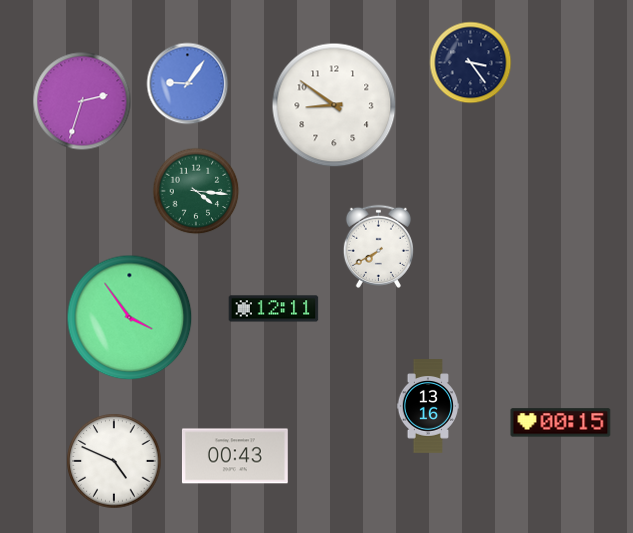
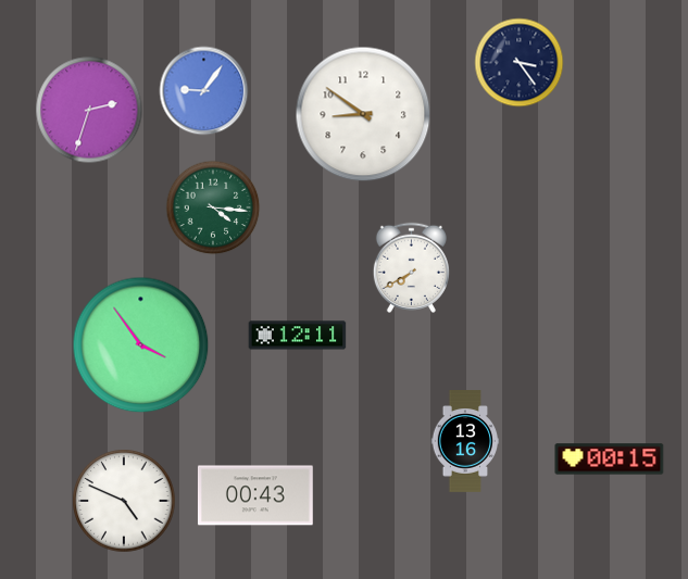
clock at (471, 63) position: (471, 63) -> (520, 63)
